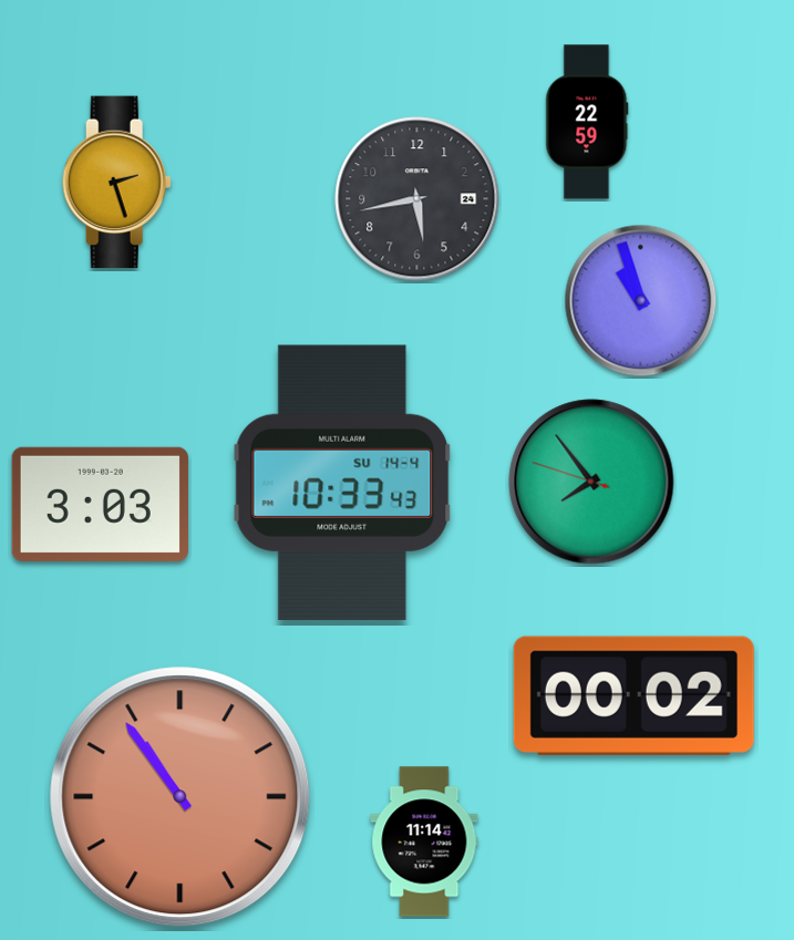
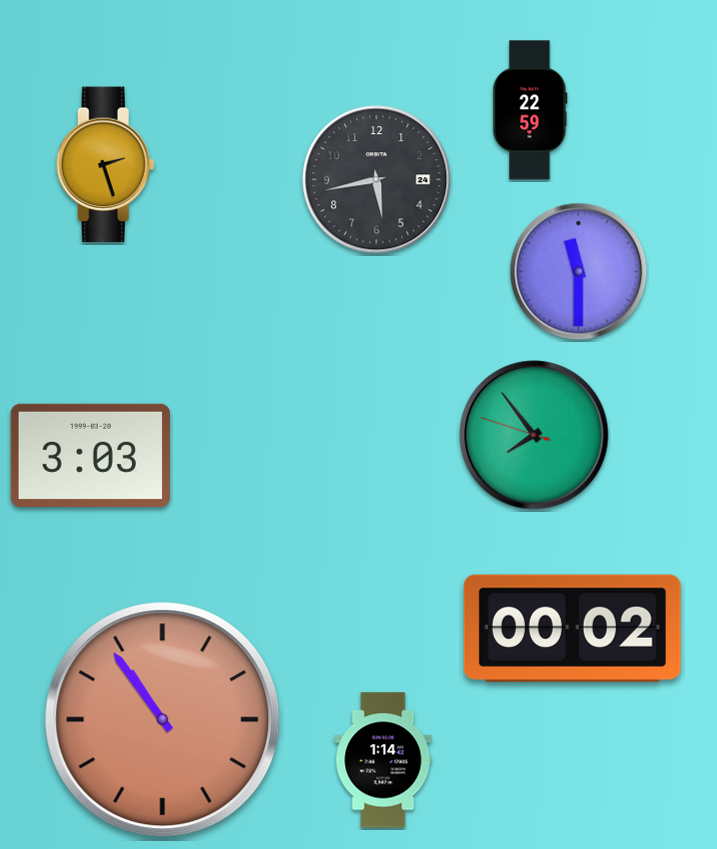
clock at (641, 301): 10:57 -> 11:30
clock at (342, 483): 10:33 -> none
clock at (424, 841): 11:14 -> 1:14
